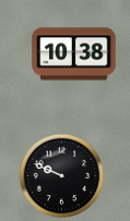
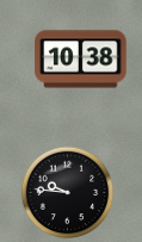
clock at (61, 175): 9:49 -> 9:46
